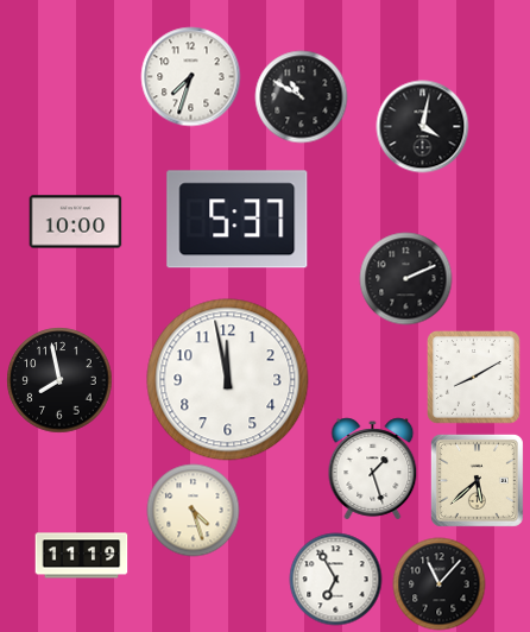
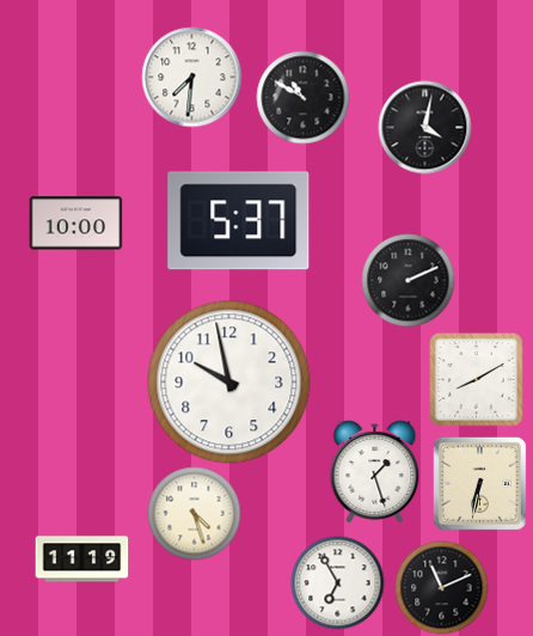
clock at (190, 76): 7:33 -> 7:31
clock at (59, 380): 7:58 -> none
clock at (228, 380): 11:58 -> 9:58
clock at (477, 480): 5:38 -> 6:32
clock at (438, 583): 11:07 -> 11:11
